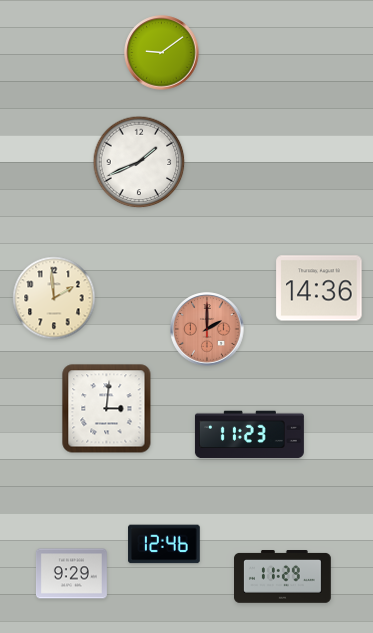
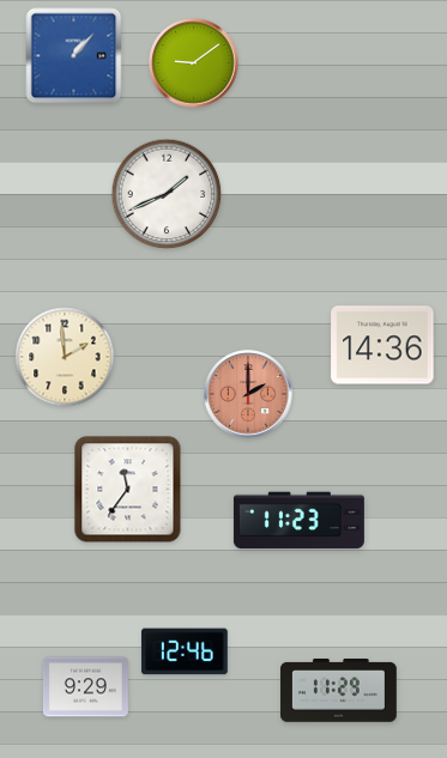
clock at (74, 56): none -> 1:07
clock at (107, 409): 3:01 -> 11:36
clock at (164, 544) position: (164, 544) -> (185, 651)
